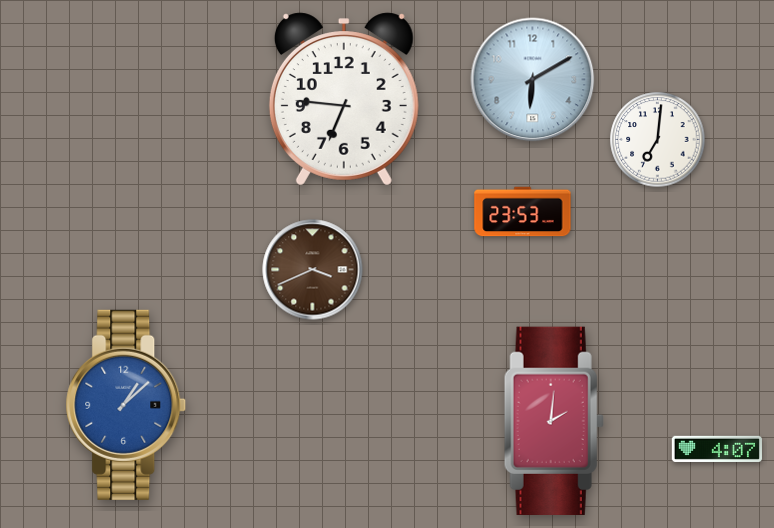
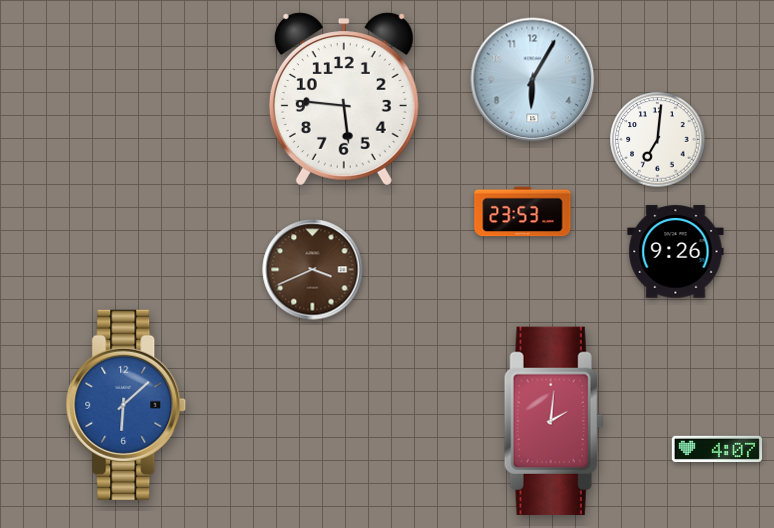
clock at (533, 80): 6:10 -> 6:05
clock at (344, 99): 6:46 -> 5:46
clock at (676, 252): none -> 9:26
clock at (126, 405): 1:08 -> 6:08
